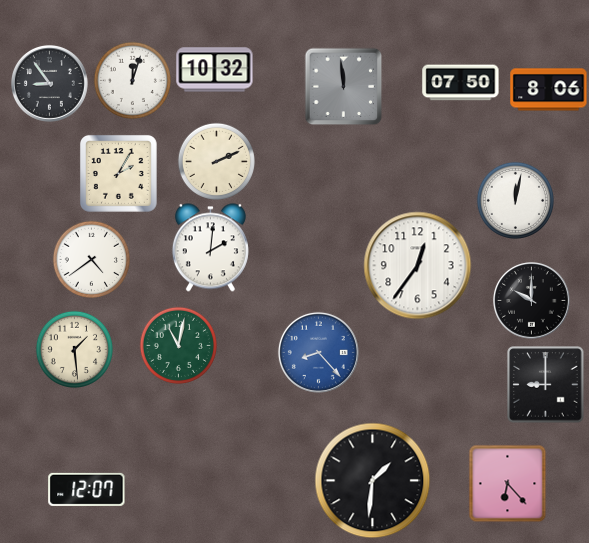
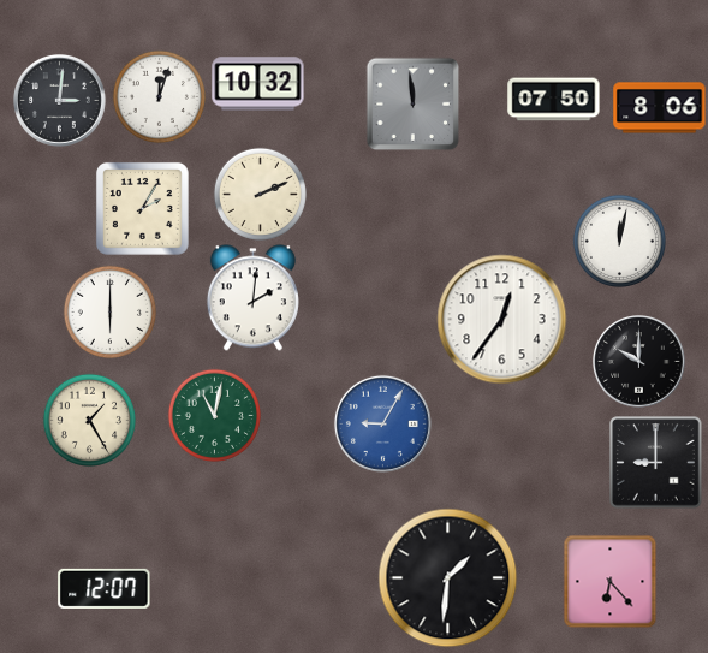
clock at (50, 84): 8:54 -> 3:01
clock at (91, 259): 4:39 -> 6:00
clock at (74, 349): 1:29 -> 1:25
clock at (318, 352): 8:23 -> 9:05
